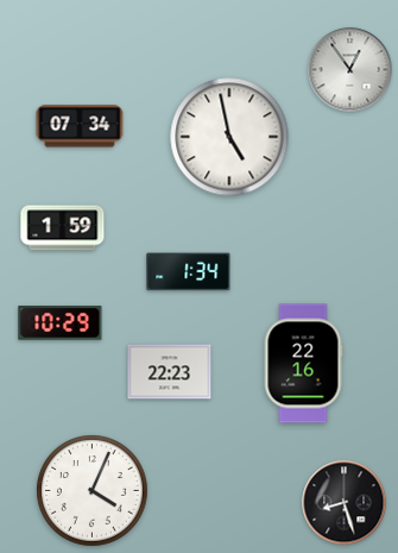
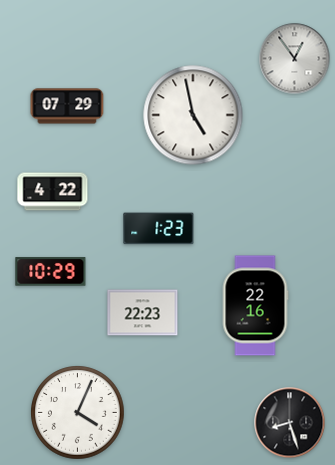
clock at (80, 126): 07:34 -> 07:29
clock at (63, 228): 1:59 -> 4:22
clock at (189, 272): 1:34 -> 1:23
